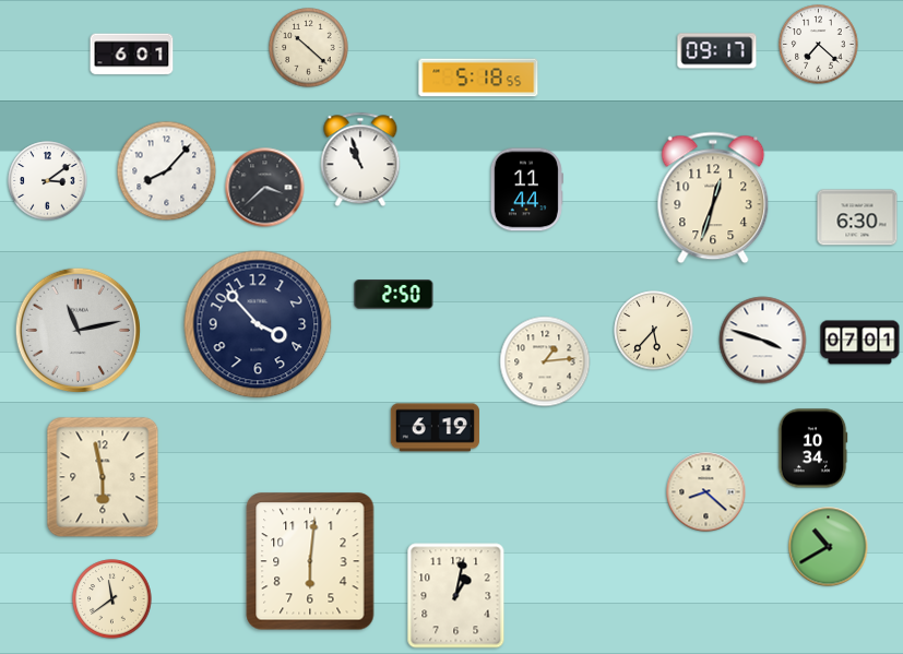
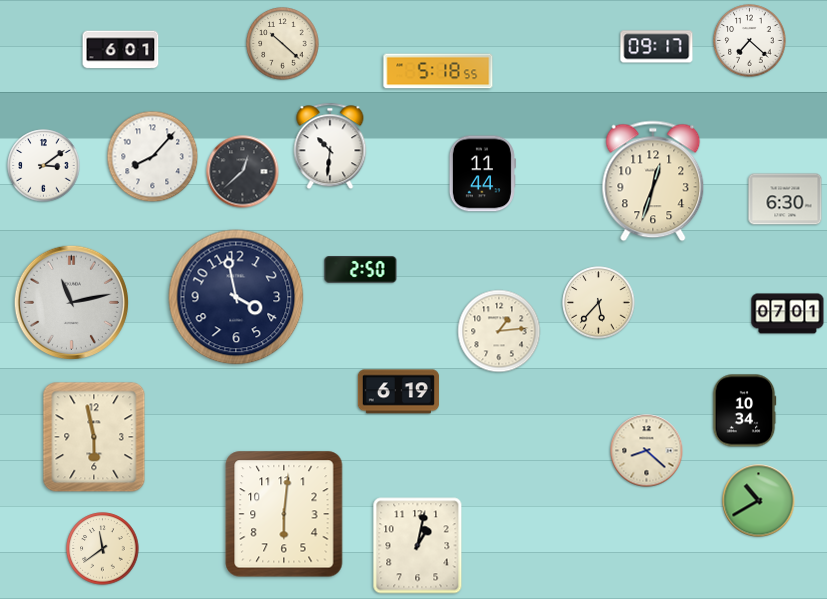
clock at (360, 159): 10:57 -> 10:31
clock at (265, 188): 3:38 -> 12:38
clock at (258, 324): 3:53 -> 3:58
clock at (763, 341): 3:48 -> none
